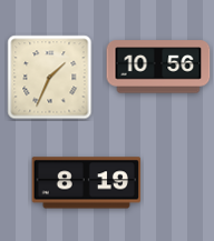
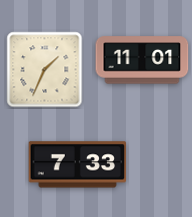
clock at (158, 67): 10:56 -> 11:01
clock at (87, 183): 8:19 -> 7:33
